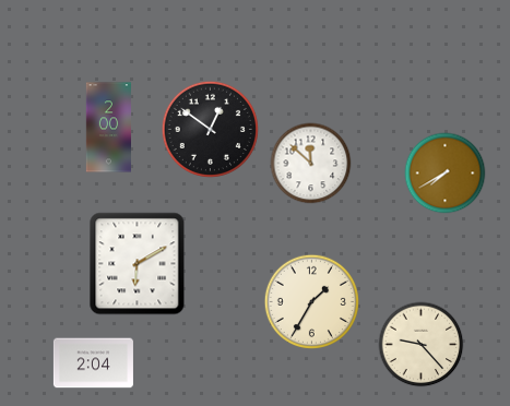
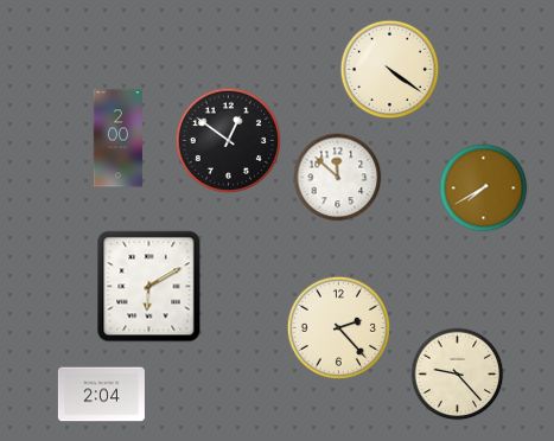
clock at (390, 70): none -> 4:21
clock at (311, 301): 1:35 -> 2:23
